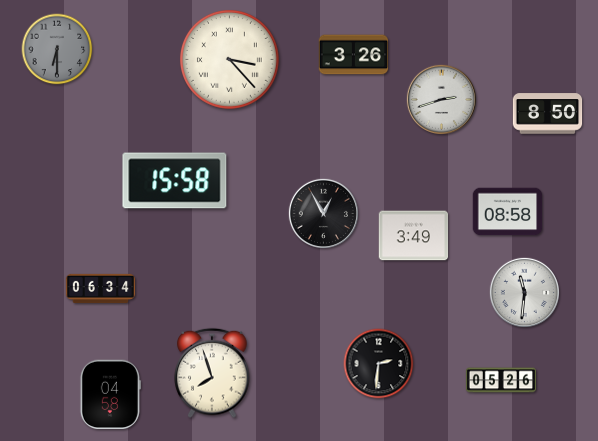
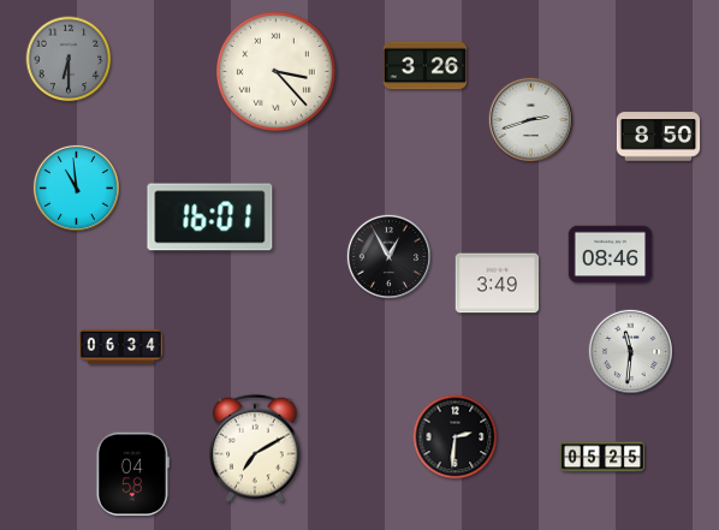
clock at (76, 187): none -> 10:59
clock at (175, 181): 15:58 -> 16:01
clock at (508, 212): 08:58 -> 08:46
clock at (212, 373): 7:57 -> 7:10
clock at (500, 380): 05:26 -> 05:25
